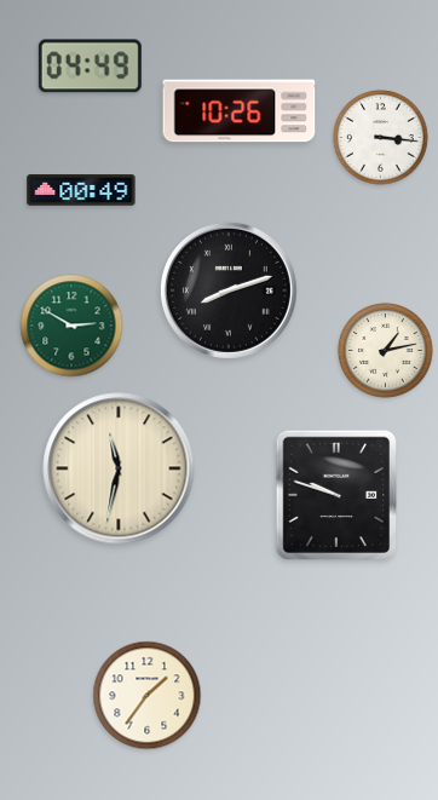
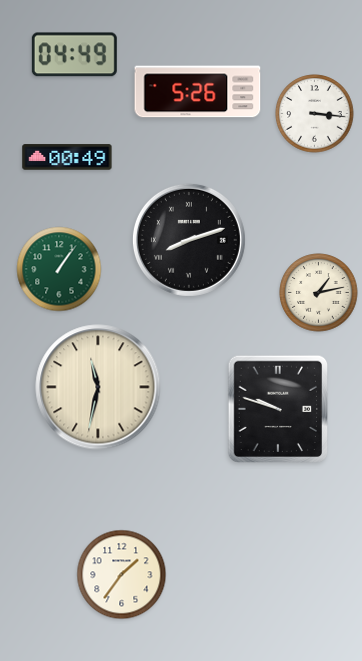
clock at (240, 111): 10:26 -> 5:26
clock at (71, 326): 2:50 -> 1:06
clock at (386, 351) position: (386, 351) -> (319, 293)
